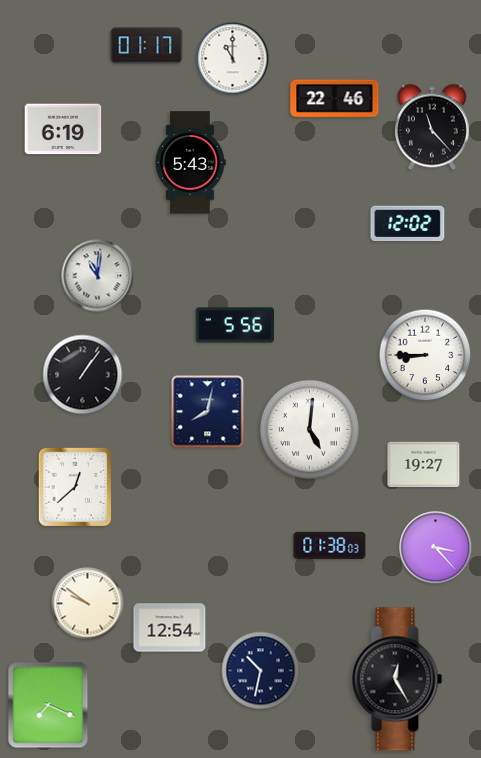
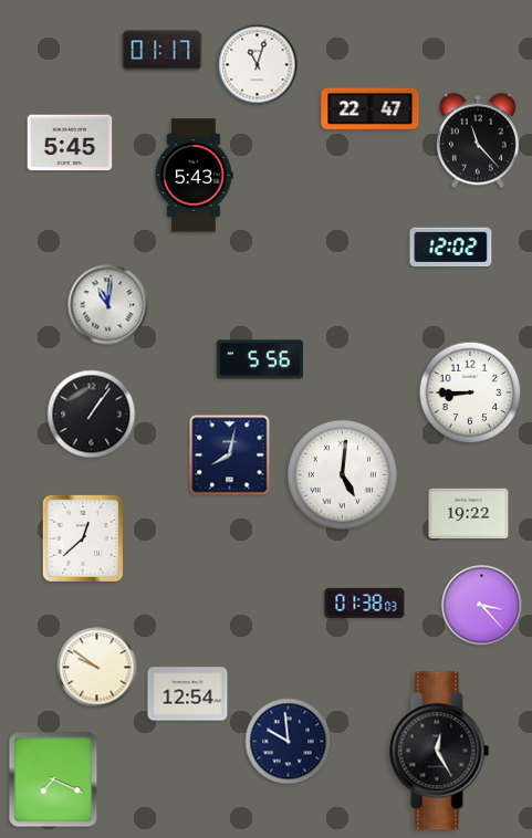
clock at (233, 59): 11:00 -> 11:03
clock at (335, 99): 22:46 -> 22:47
clock at (63, 129): 6:19 -> 5:45
clock at (190, 163) position: (190, 163) -> (194, 176)
clock at (424, 465): 19:27 -> 19:22
clock at (261, 671): 10:32 -> 9:59
